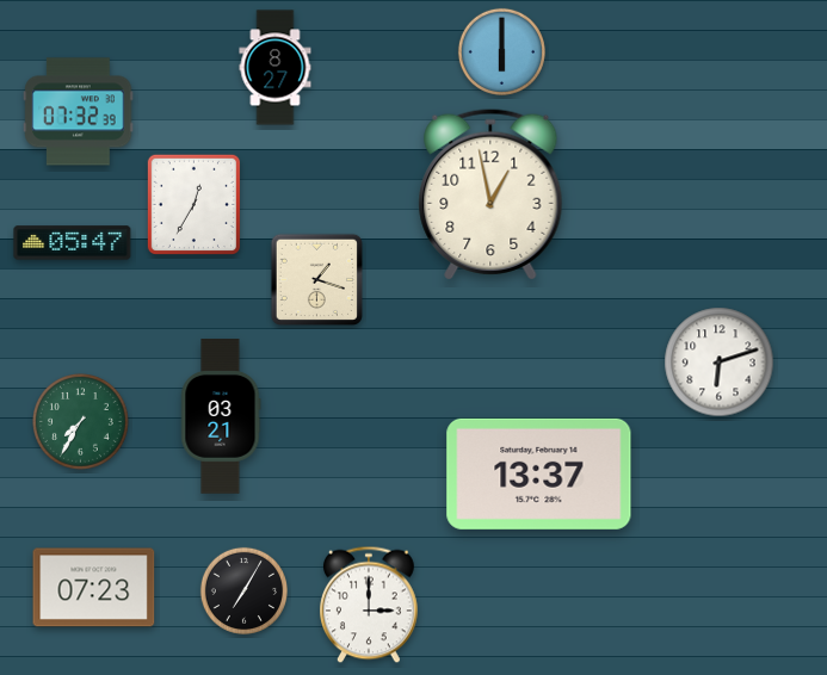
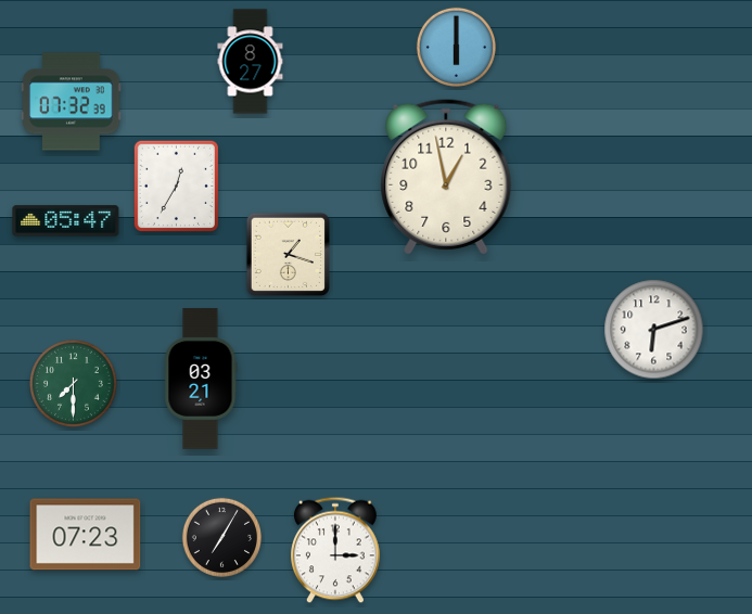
clock at (81, 422): 7:35 -> 7:30
clock at (539, 473): 13:37 -> none
